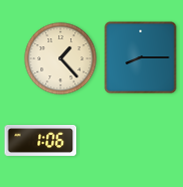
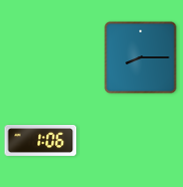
clock at (61, 59): 1:23 -> none
